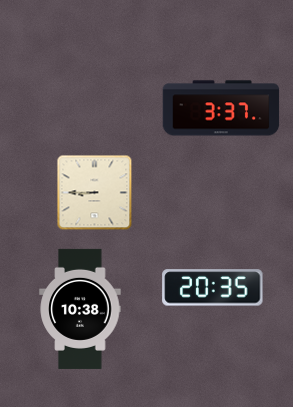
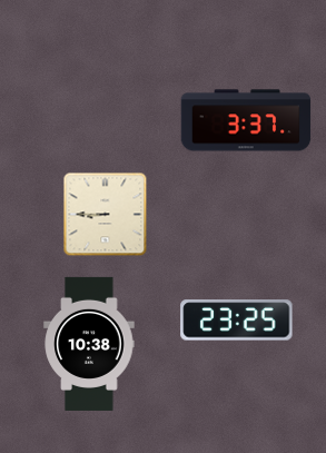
clock at (213, 288): 20:35 -> 23:25
